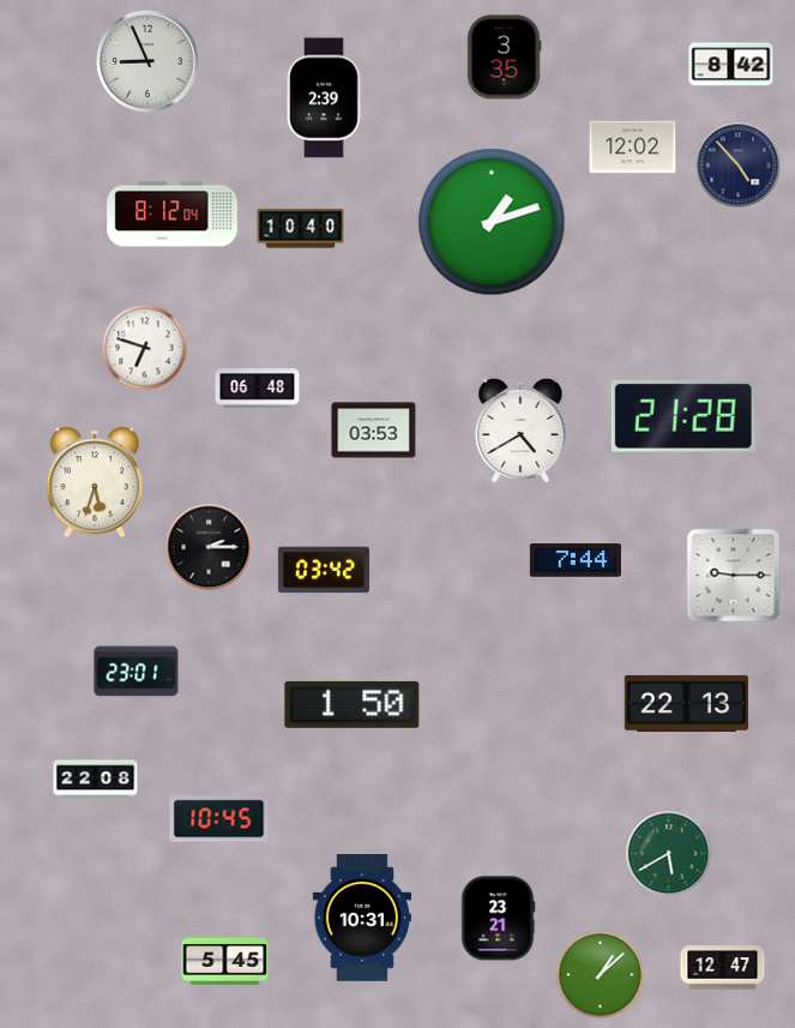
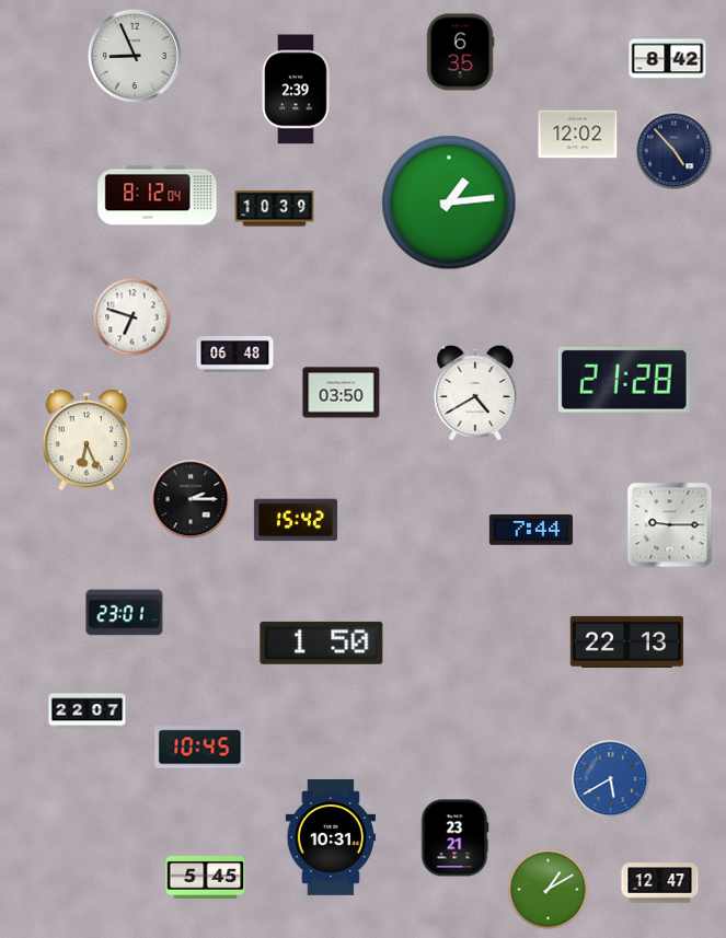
clock at (504, 58): 3:35 -> 6:35
clock at (492, 222): 1:12 -> 1:14
clock at (301, 229): 10:40 -> 10:39
clock at (374, 431): 03:53 -> 03:50
clock at (95, 482): 5:33 -> 6:26
clock at (576, 560) position: (576, 560) -> (531, 530)
clock at (324, 570): 03:42 -> 15:42
clock at (96, 780): 22:08 -> 22:07
clock at (669, 854) dial: green -> blue
clock at (601, 975): 1:08 -> 1:10
